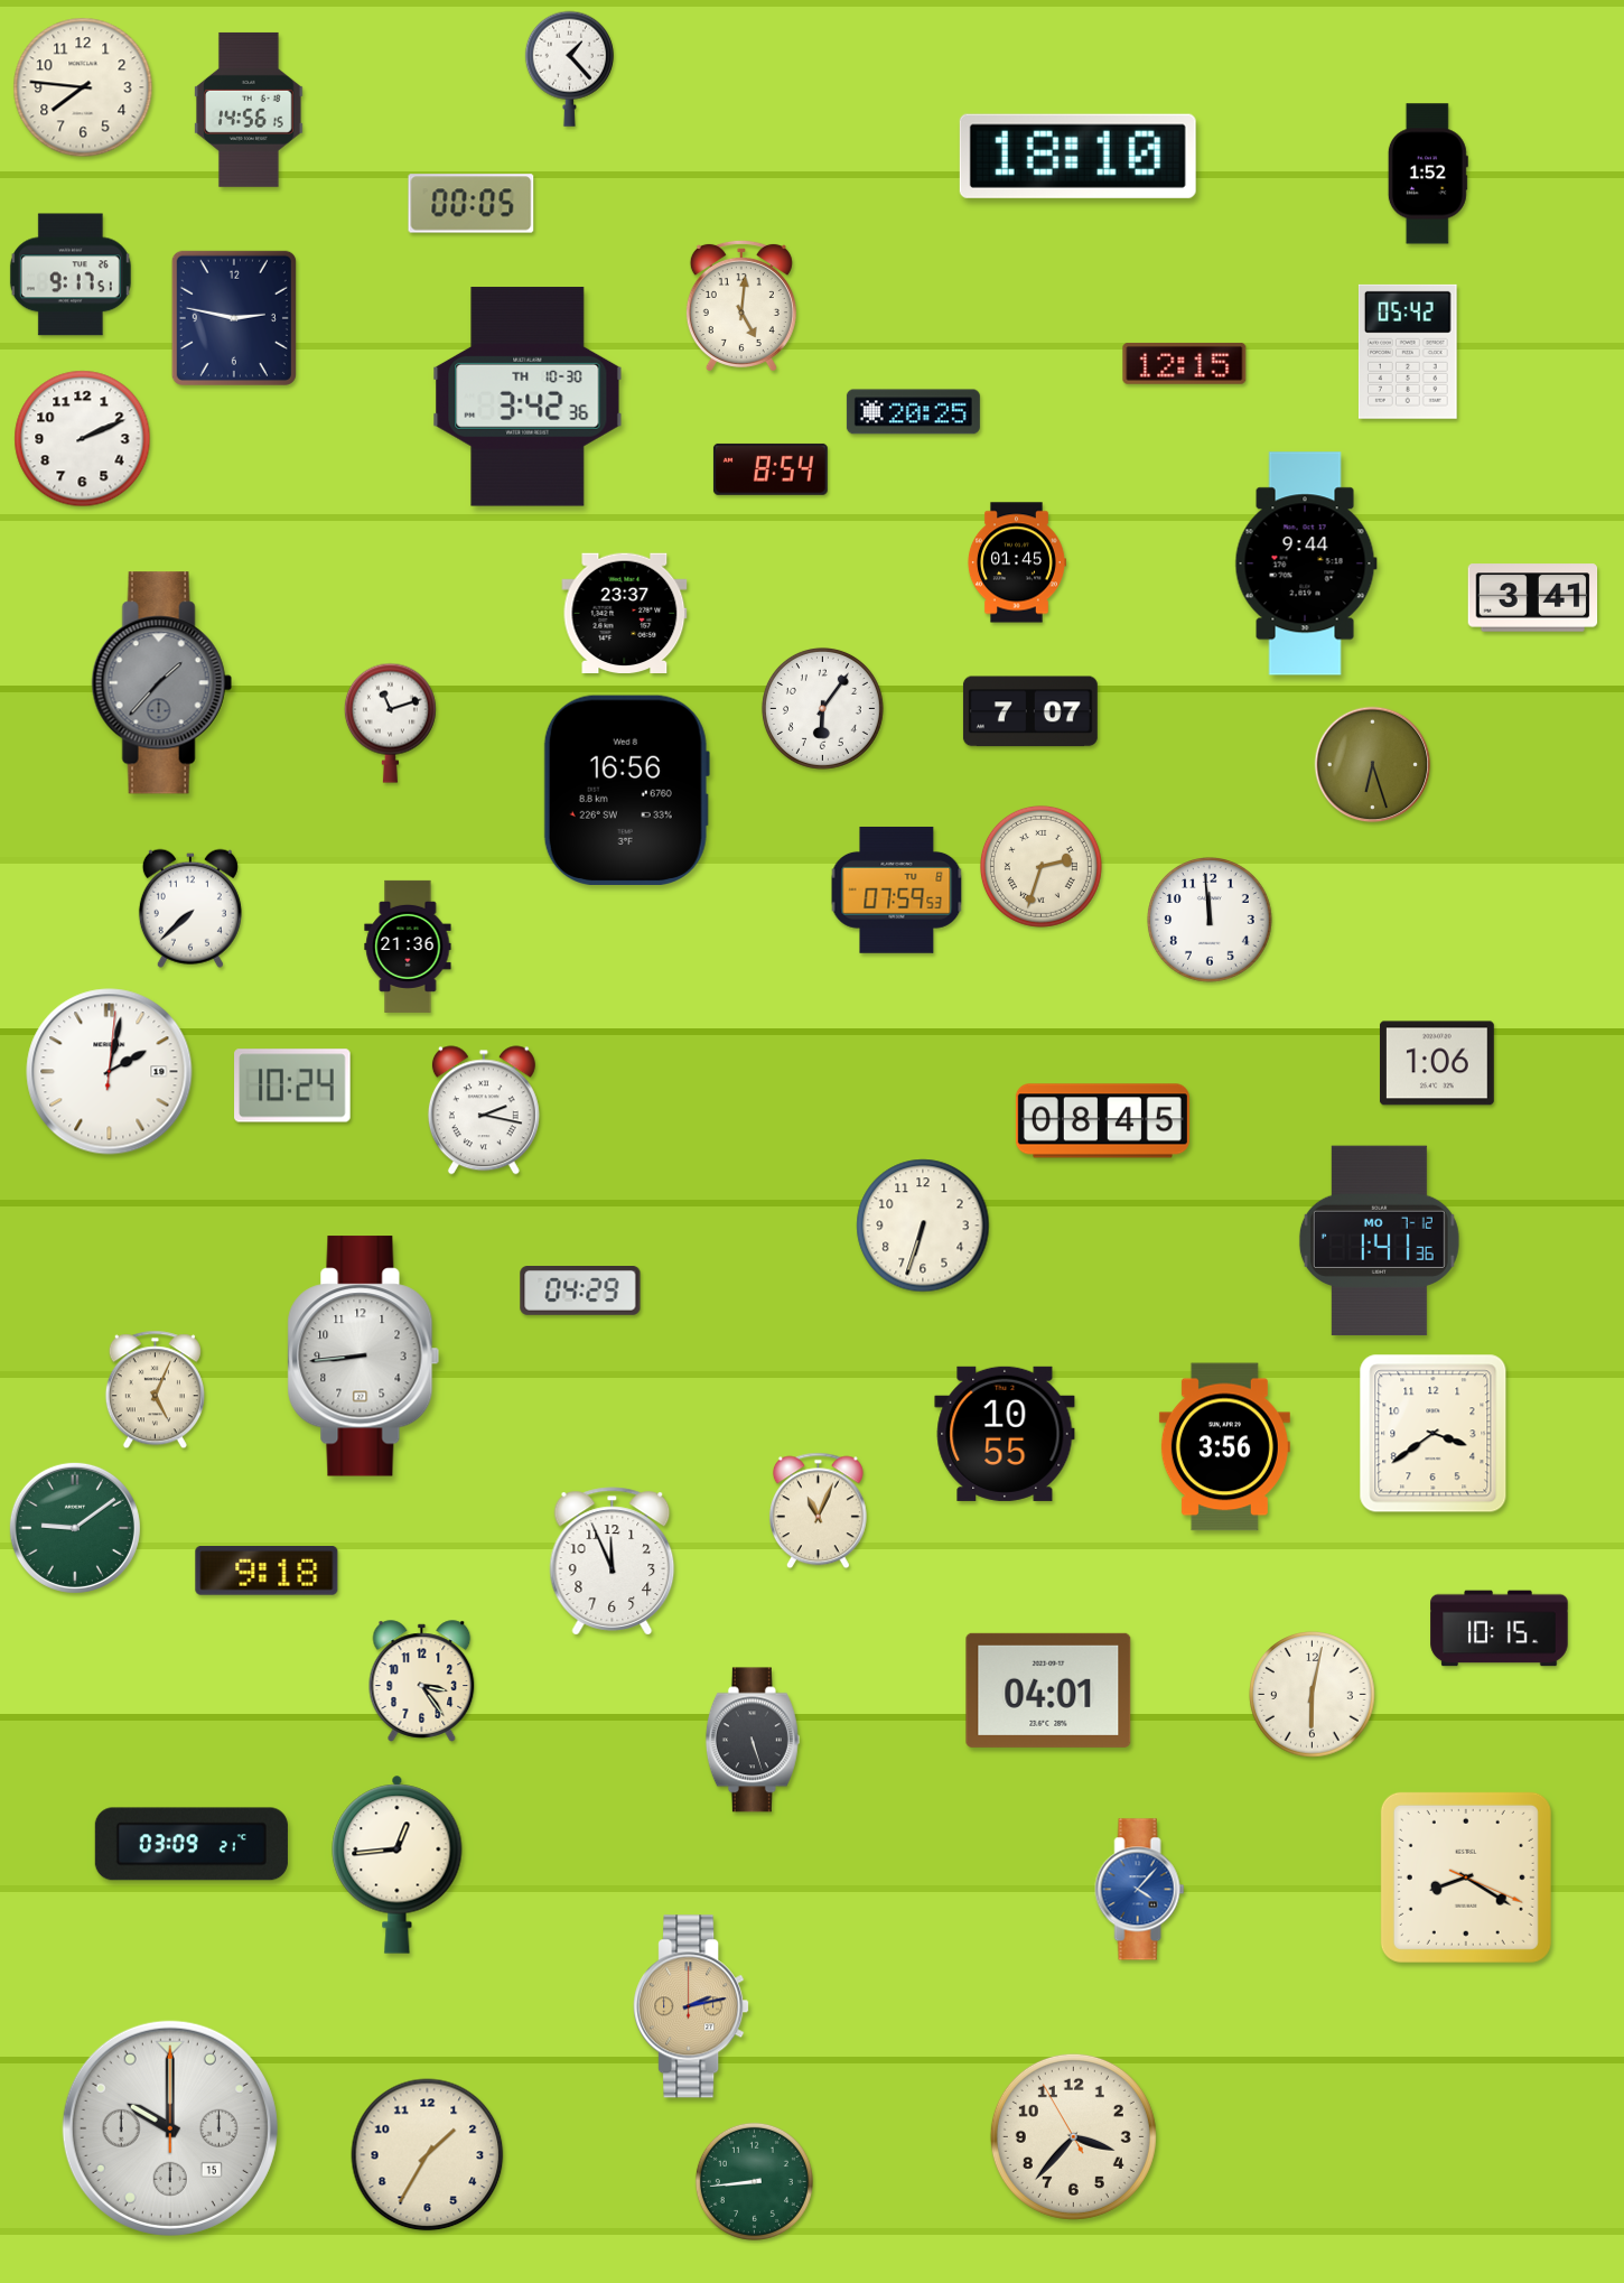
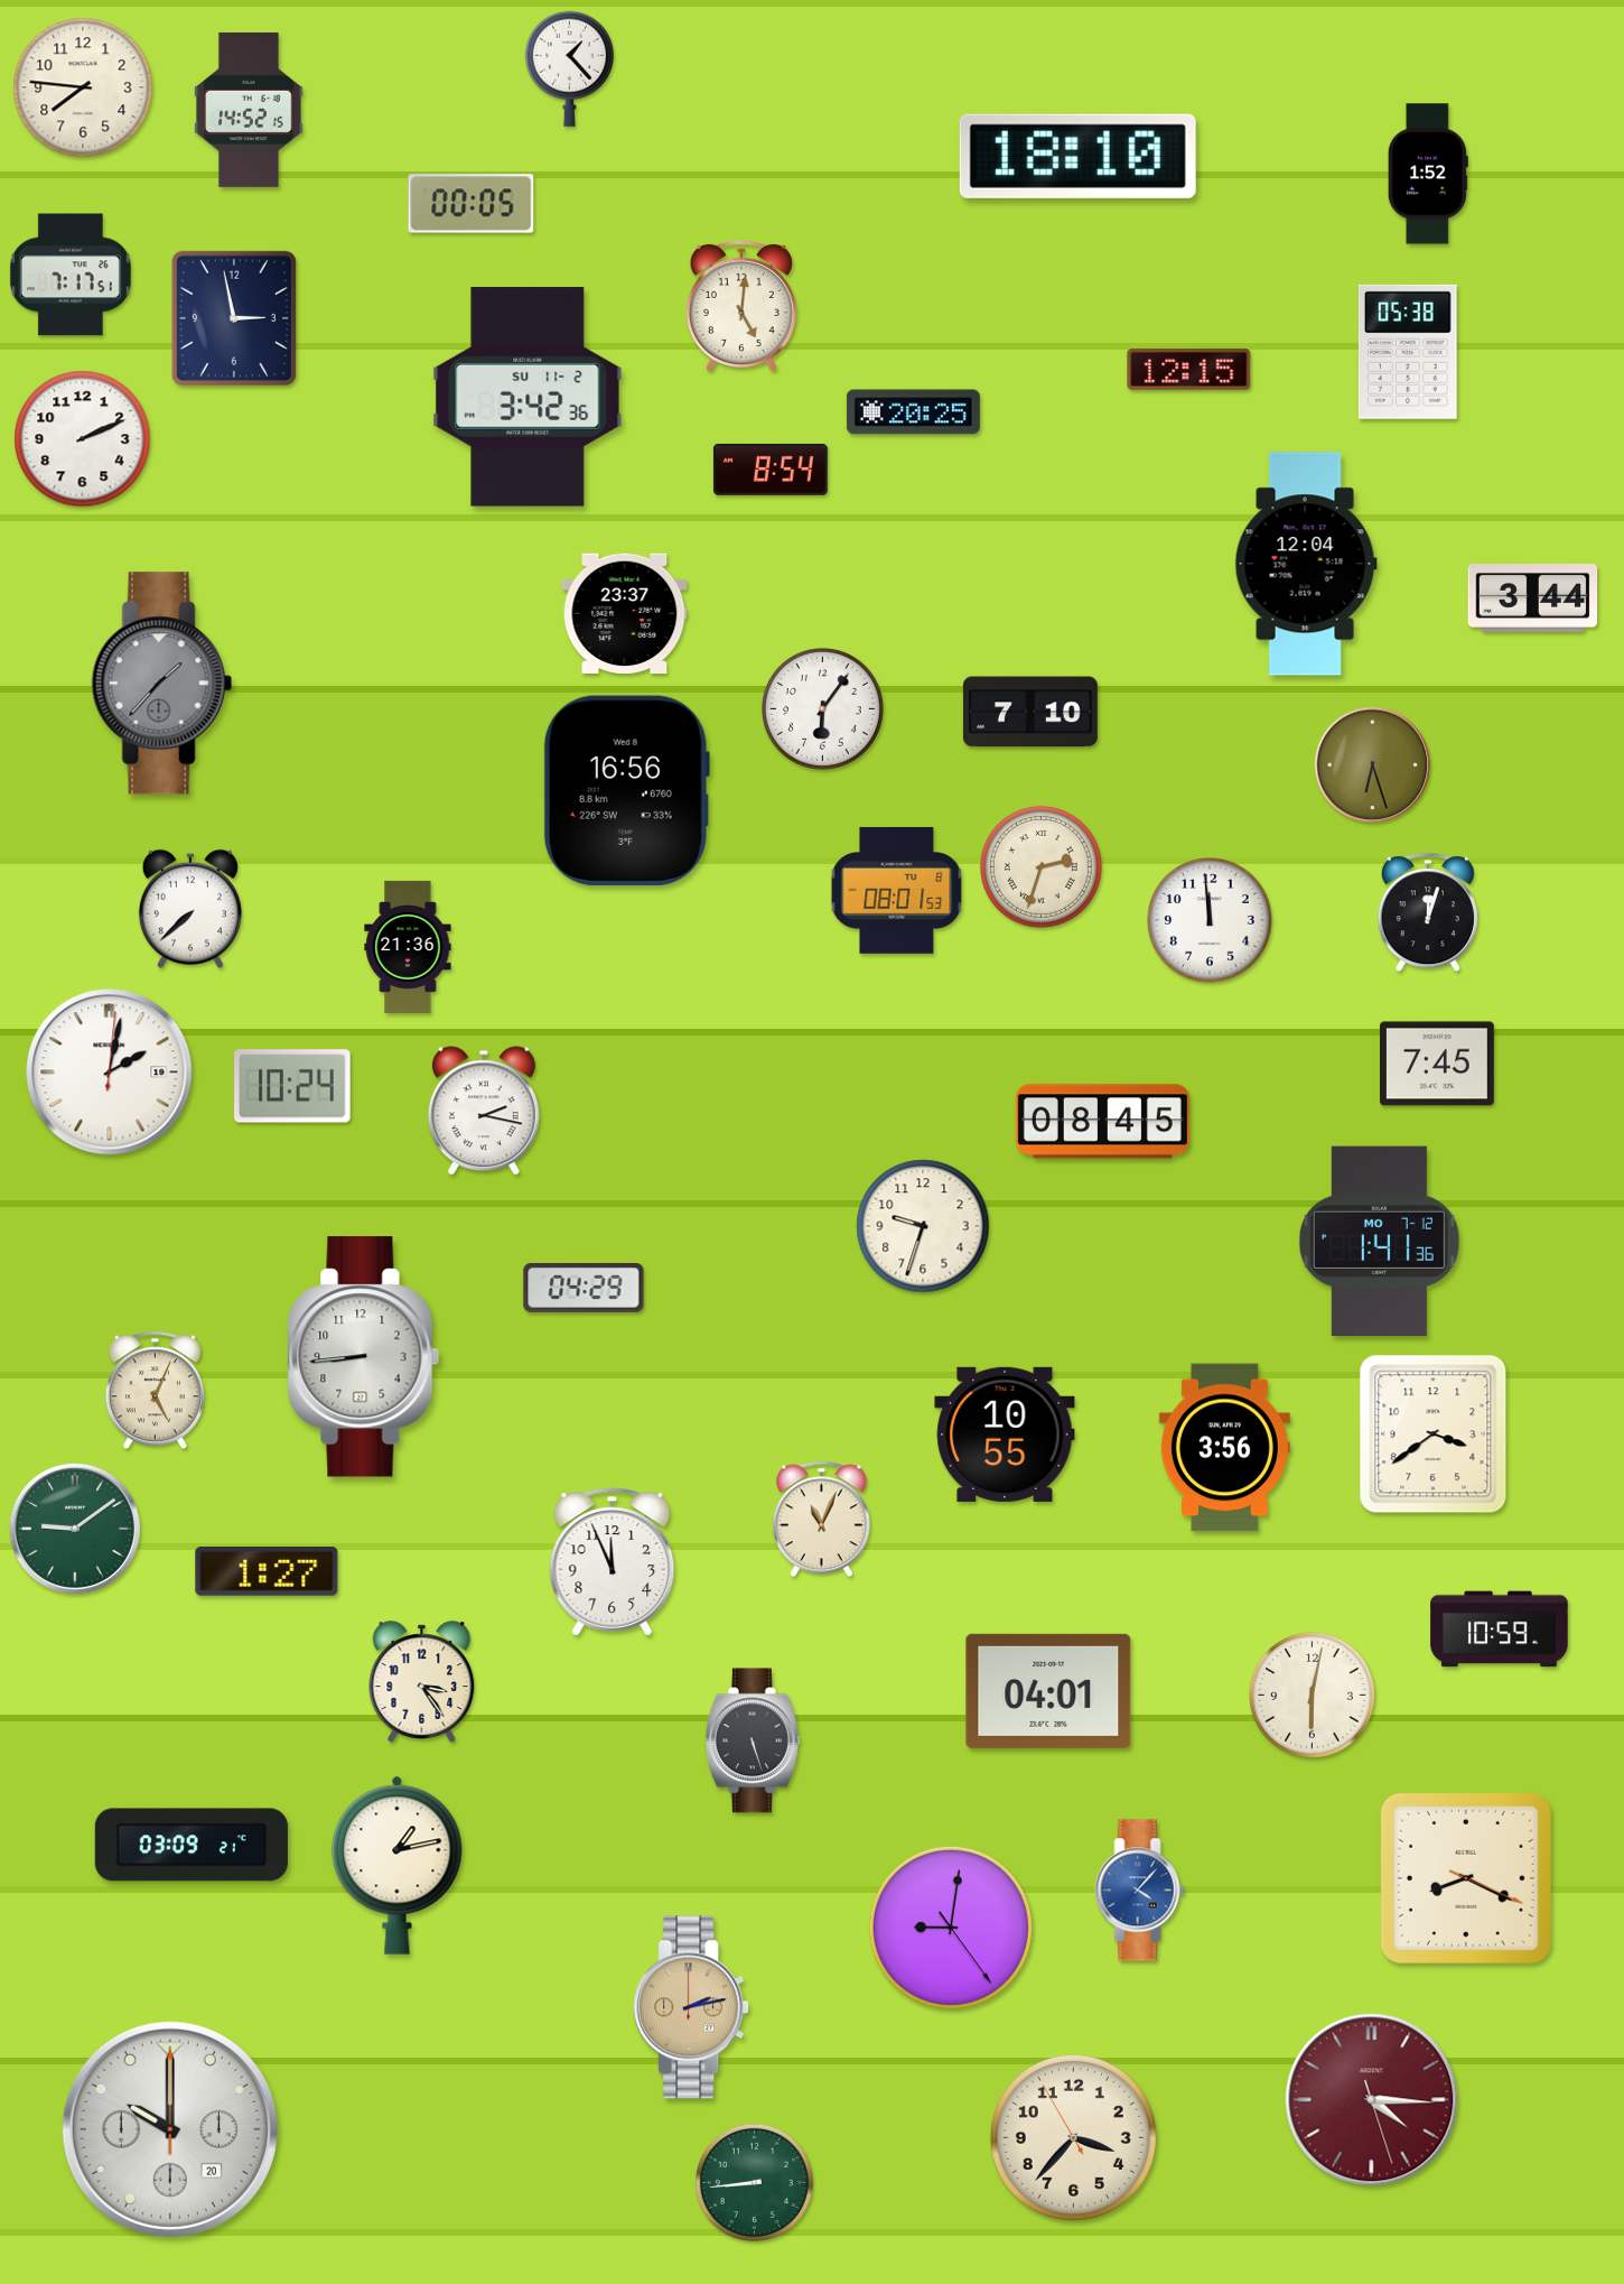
clock at (249, 110): 14:56 -> 14:52
clock at (71, 274): 9:17 -> 7:17
clock at (234, 318): 2:47 -> 2:58
clock at (1408, 352): 05:42 -> 05:38
clock at (1185, 363) position: (1185, 363) -> (1189, 369)
clock at (528, 397) date: TH 10-30 -> SU 11-2
clock at (1016, 562): 01:45 -> none
clock at (1306, 563): 9:44 -> 12:04
clock at (1533, 598): 3:41 -> 3:44
clock at (1030, 711): 7:07 -> 7:10
clock at (390, 723): 11:12 -> none
clock at (897, 889): 07:59 -> 08:01
clock at (1428, 913): none -> 12:03
clock at (1437, 1063): 1:06 -> 7:45
clock at (923, 1226): 6:33 -> 9:33
clock at (580, 1292) position: (580, 1292) -> (584, 1289)
clock at (818, 1511) position: (818, 1511) -> (821, 1520)
clock at (267, 1572): 9:18 -> 1:27
clock at (1500, 1629): 10:15 -> 10:59
clock at (398, 1864): 12:44 -> 1:13
clock at (1466, 1877): 8:20 -> 8:19
clock at (951, 1928): none -> 9:01
clock at (1372, 2100): none -> 4:15
clock at (170, 2128) date: 15 -> 20
clock at (428, 2155): 1:35 -> none
